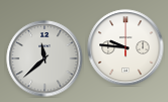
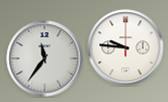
clock at (45, 59): 11:38 -> 11:36
